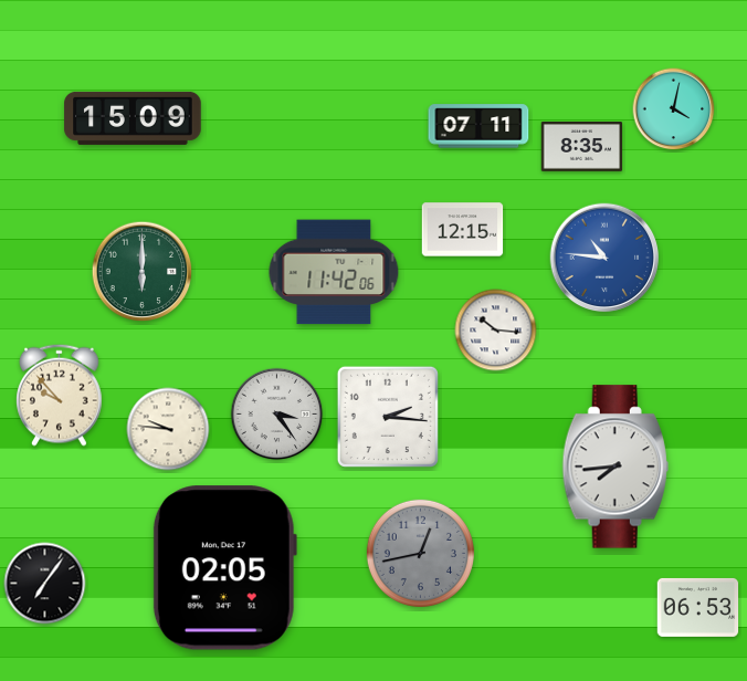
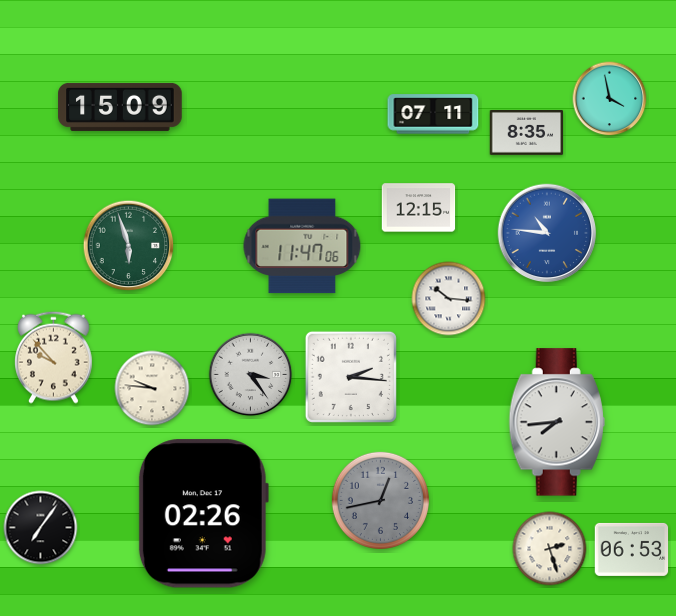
clock at (674, 109): 4:02 -> 3:58
clock at (143, 272): 6:00 -> 5:57
clock at (334, 272): 11:42 -> 11:47
clock at (224, 568): 02:05 -> 02:26
clock at (550, 549): none -> 2:27
